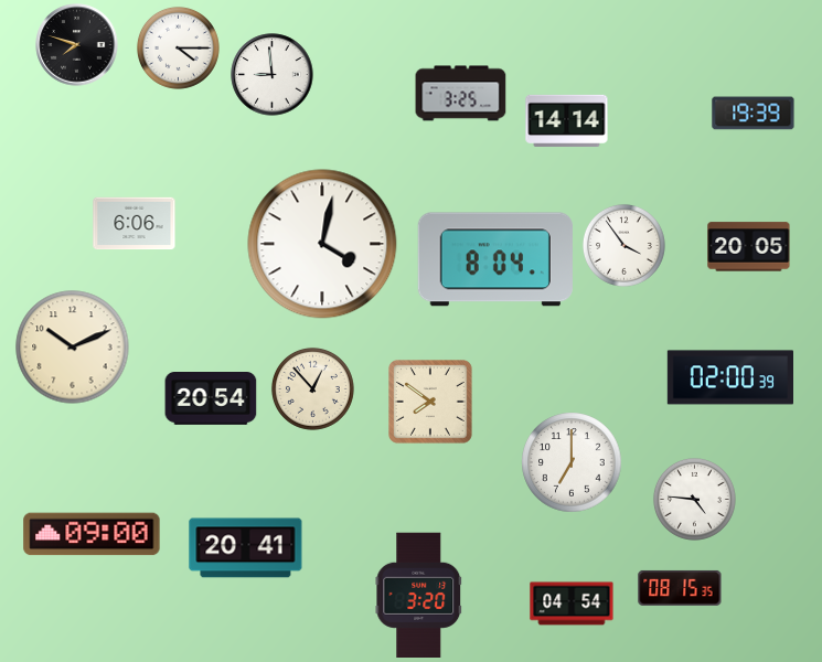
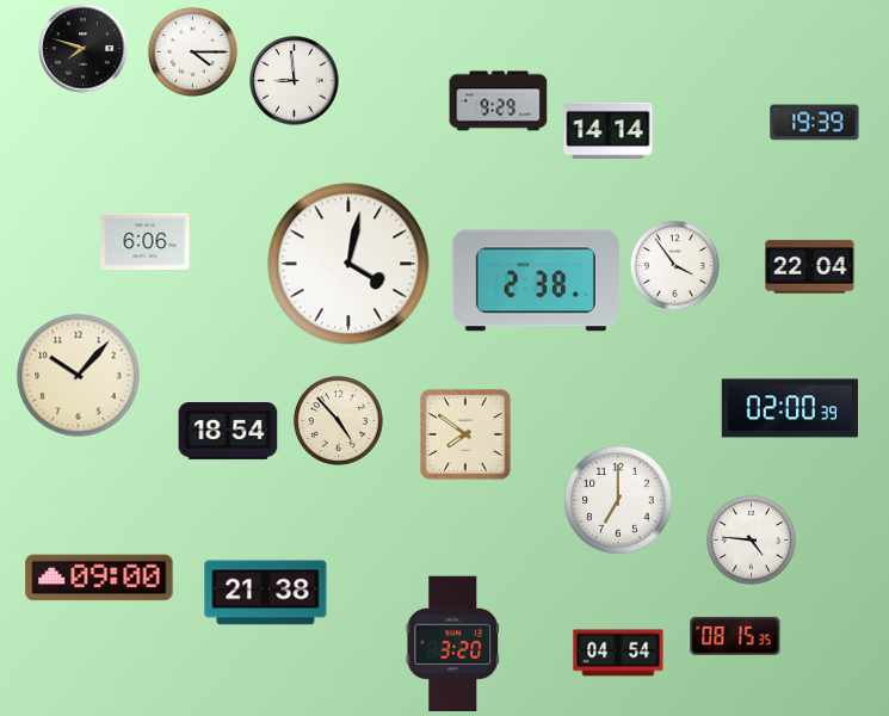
clock at (461, 94): 3:25 -> 9:29
clock at (567, 120) position: (567, 120) -> (609, 130)
clock at (749, 247): 20:05 -> 22:04
clock at (495, 259): 8:04 -> 2:38
clock at (73, 348): 10:11 -> 10:07
clock at (312, 388): 12:53 -> 4:53
clock at (211, 399): 20:54 -> 18:54
clock at (246, 548): 20:41 -> 21:38
